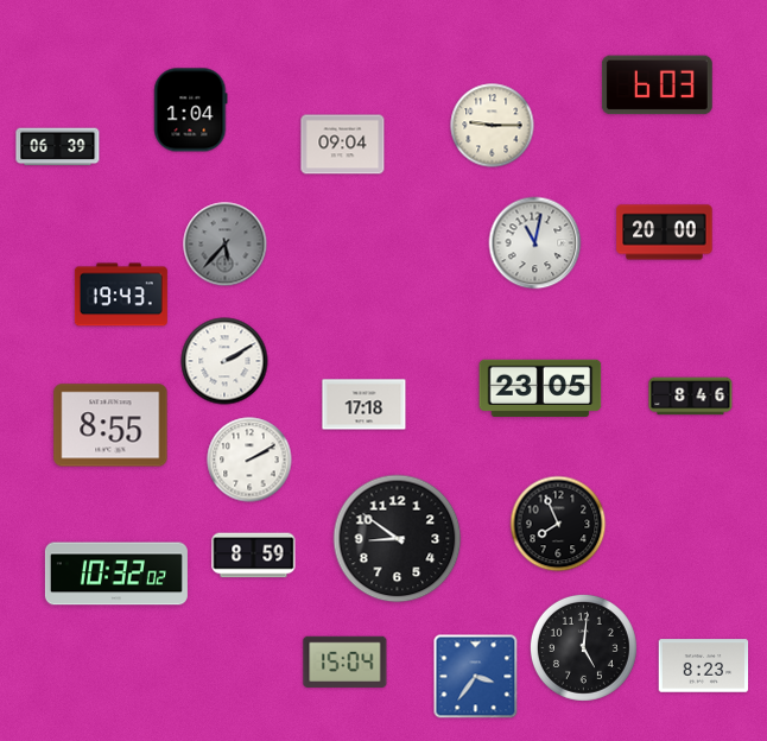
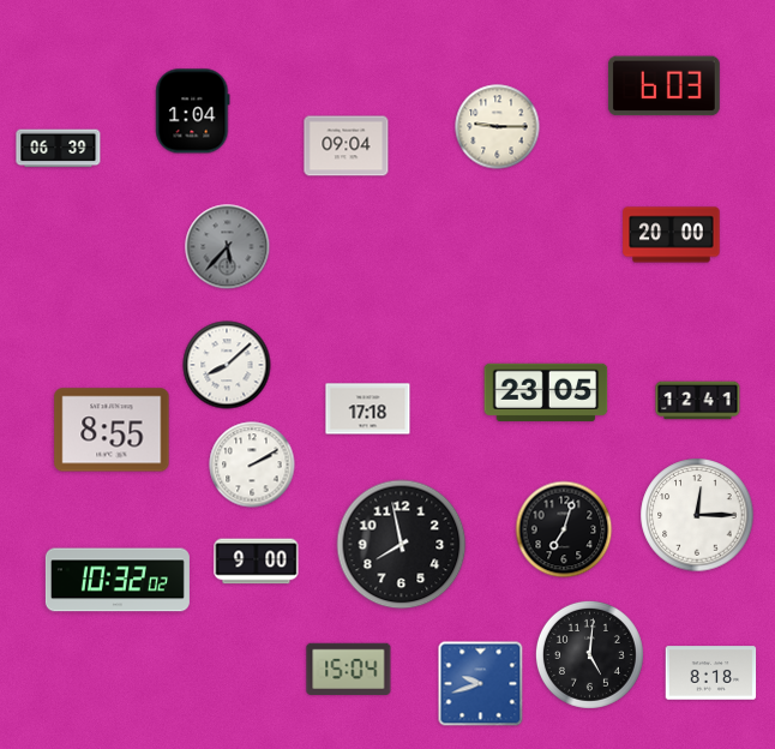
clock at (535, 243): 11:02 -> none
clock at (121, 294): 19:43 -> none
clock at (224, 361): 2:10 -> 8:08
clock at (691, 397): 8:46 -> 12:41
clock at (697, 515): none -> 12:15
clock at (558, 524): 7:56 -> 7:03
clock at (398, 539): 8:51 -> 7:58
clock at (254, 556): 8:59 -> 9:00
clock at (704, 666): 8:23 -> 8:18
clock at (476, 677): 3:36 -> 9:42
